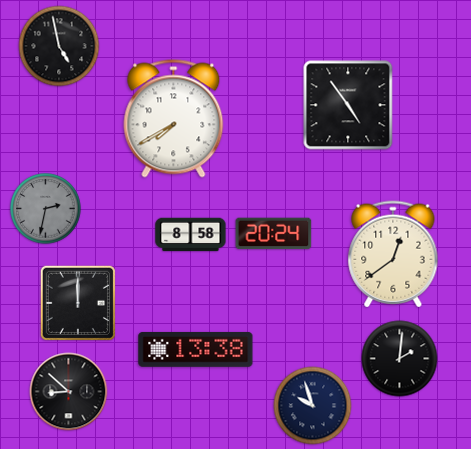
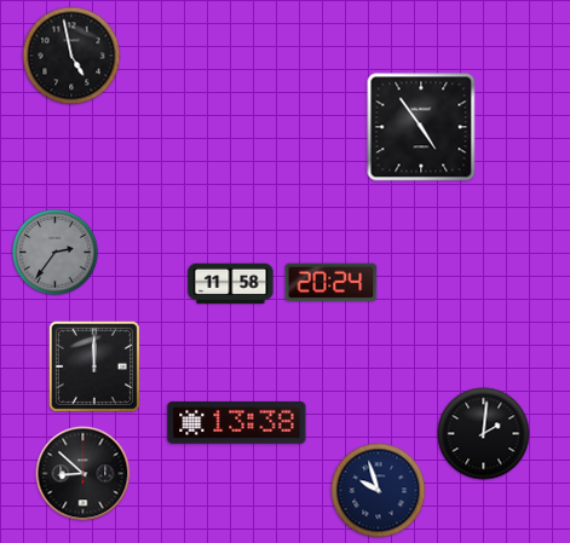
clock at (174, 119): 7:40 -> none
clock at (46, 209): 2:32 -> 2:36
clock at (191, 235): 8:58 -> 11:58
clock at (393, 254): 12:39 -> none
